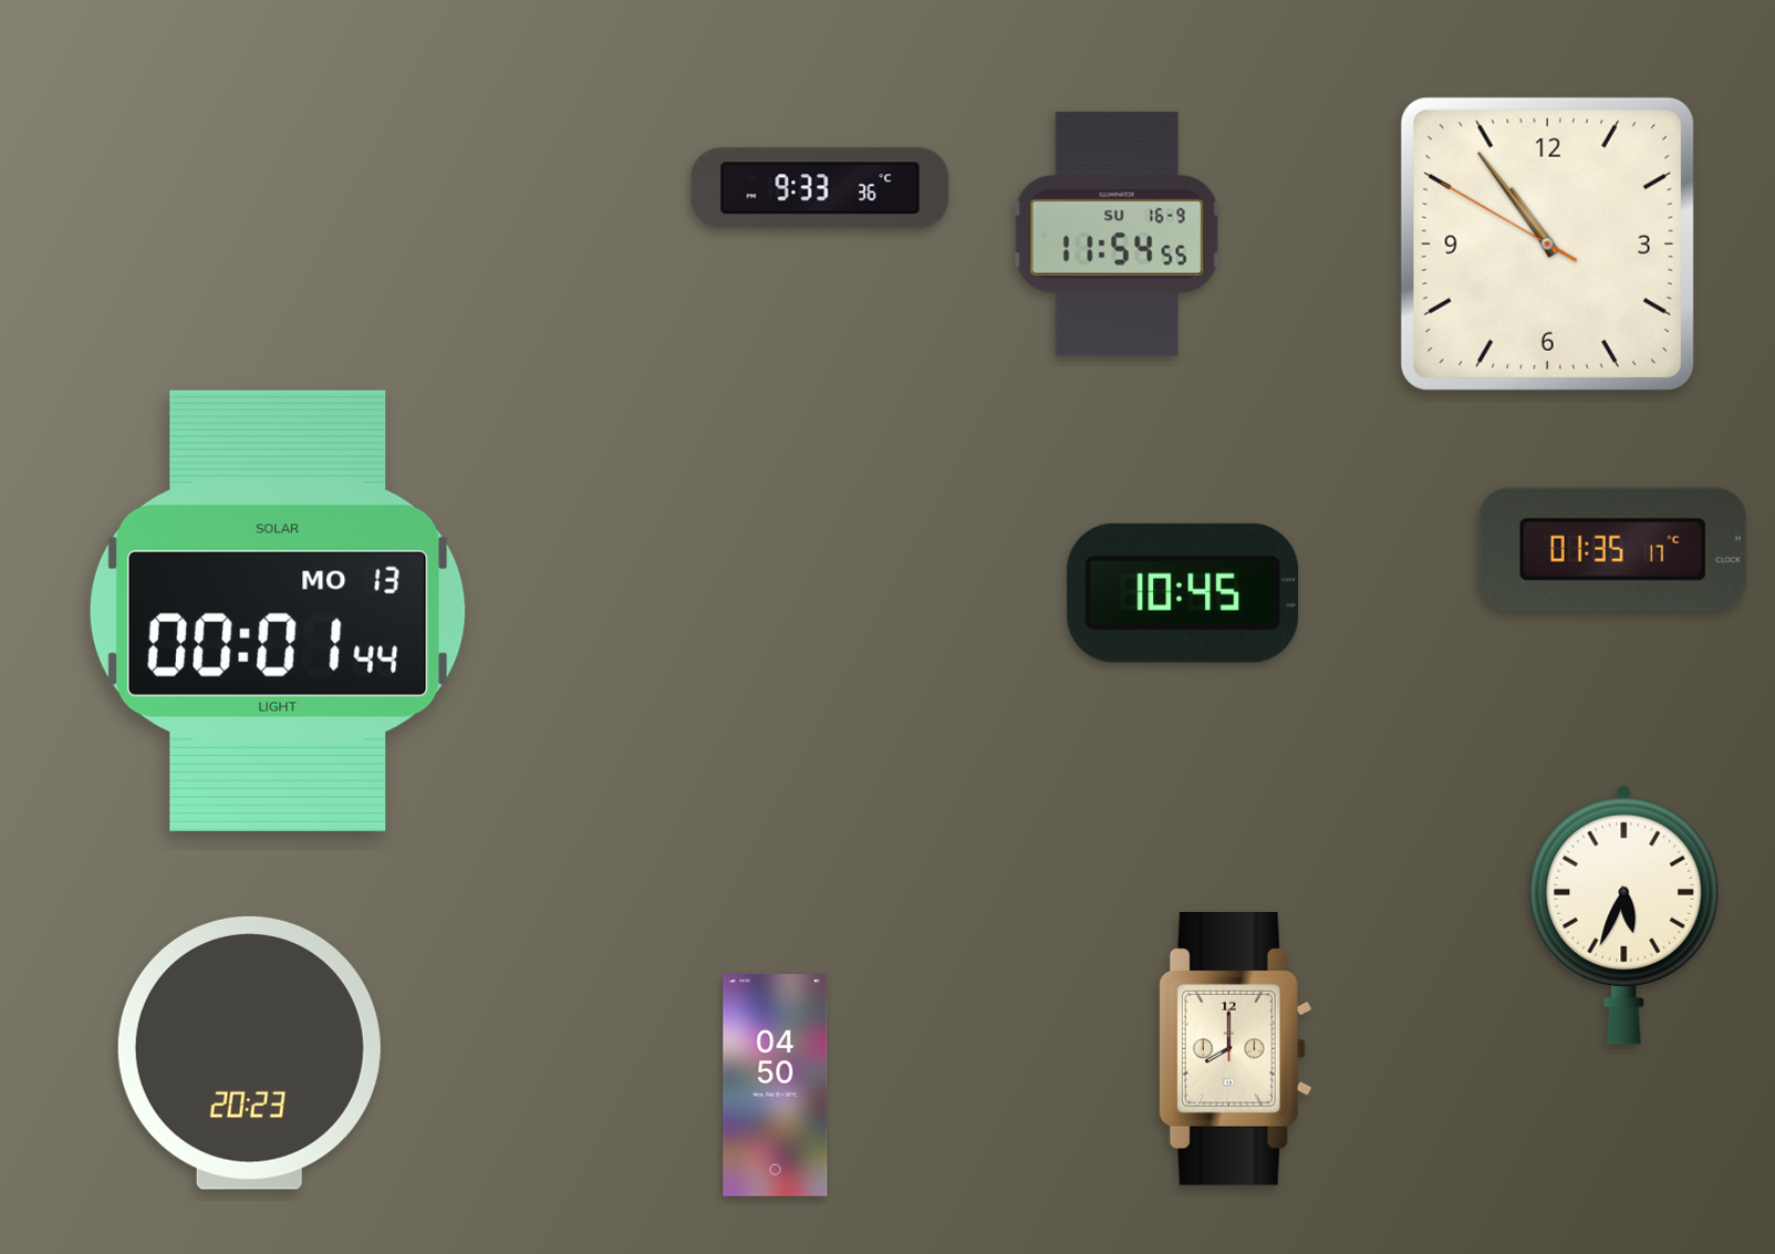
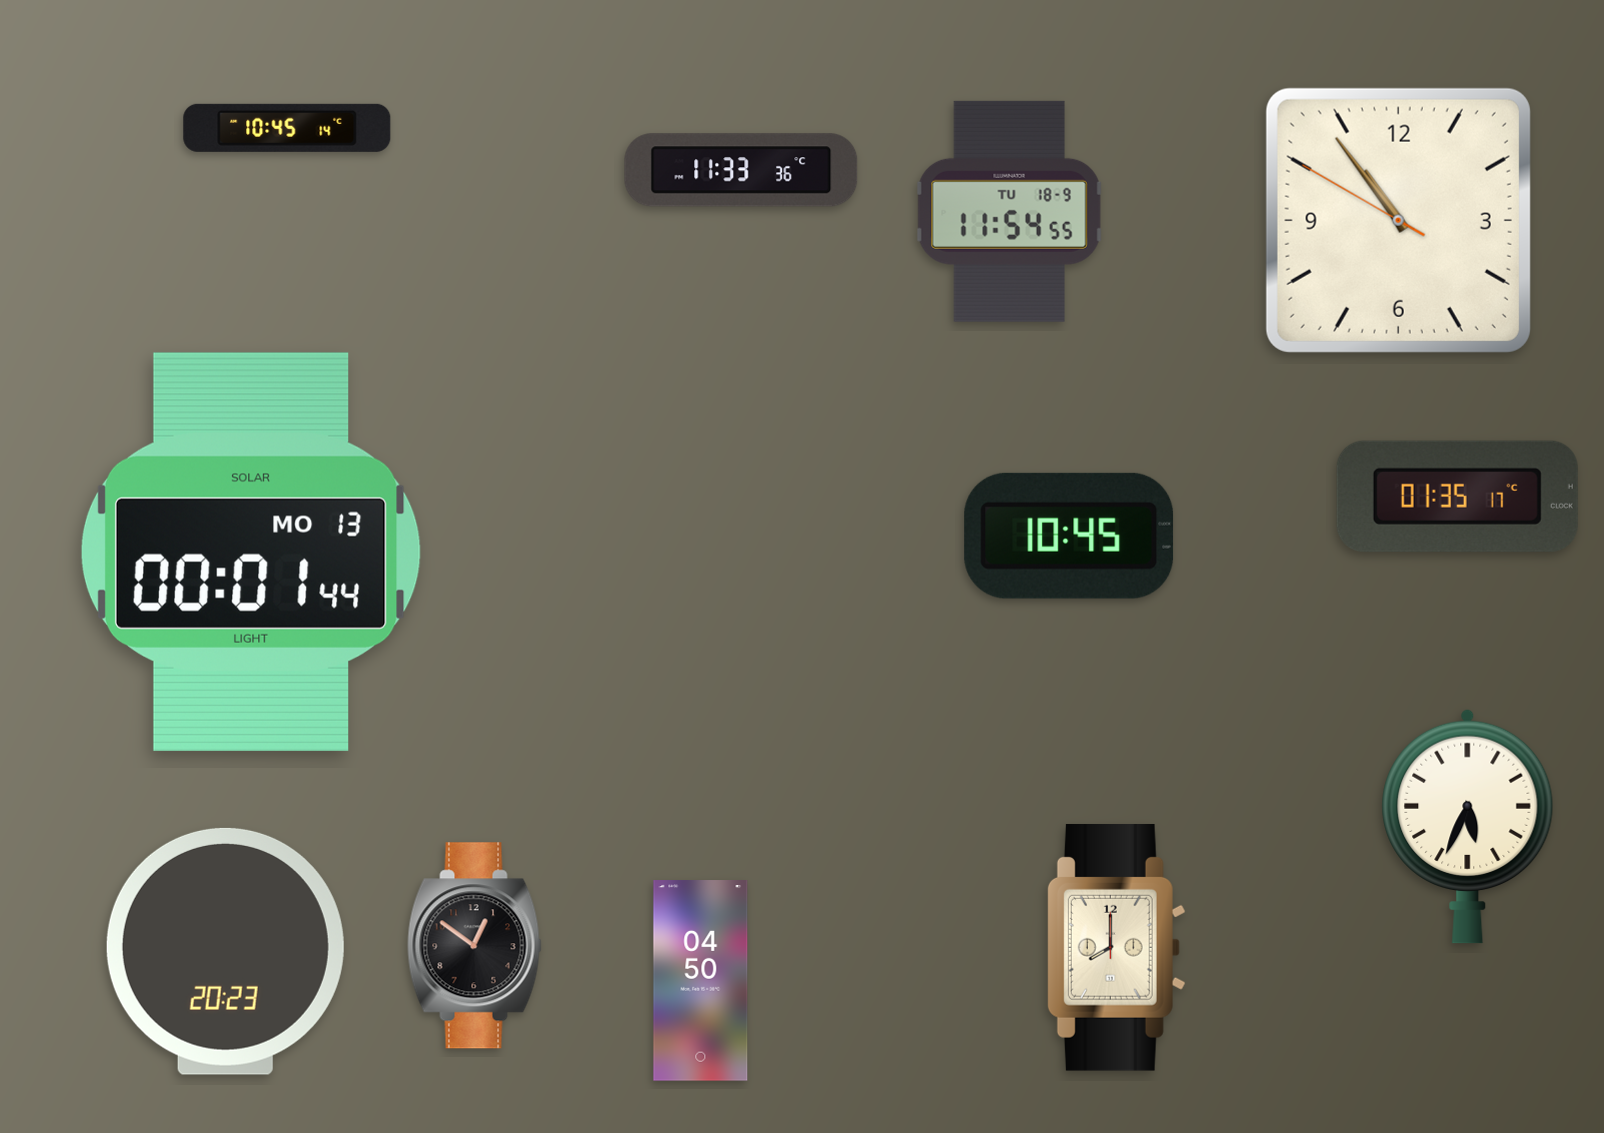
clock at (287, 128): none -> 10:45
clock at (820, 188): 9:33 -> 11:33
clock at (1117, 234) date: SU 16-9 -> TU 18-9
clock at (475, 946): none -> 12:51
